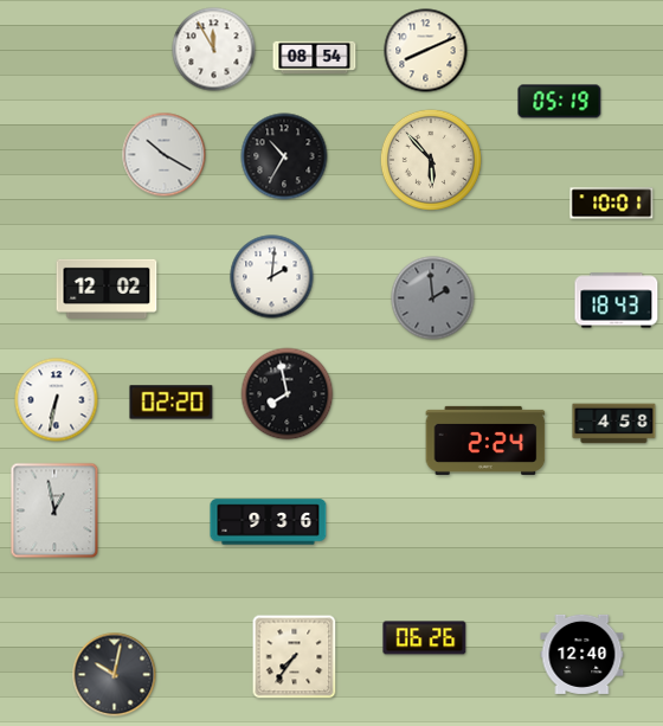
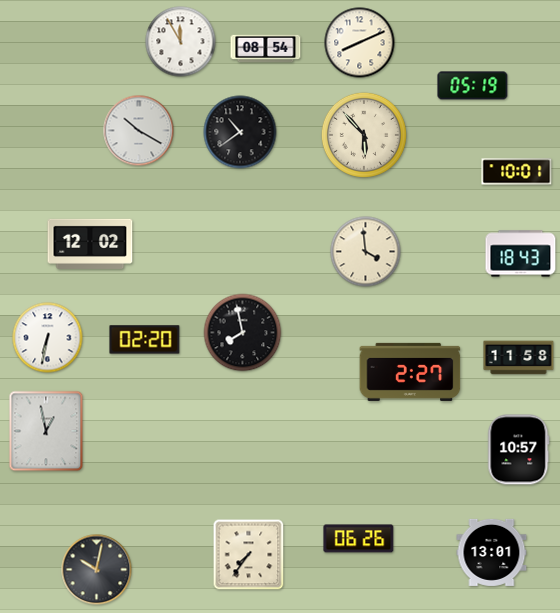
clock at (284, 156): 10:35 -> 10:39
clock at (272, 277): 2:01 -> none
clock at (433, 298): 1:59 -> 3:59
clock at (433, 298) dial: grey -> cream
clock at (614, 424): 4:58 -> 11:58
clock at (485, 441): 2:24 -> 2:27
clock at (269, 522): 9:36 -> none
clock at (519, 450): none -> 10:57
clock at (582, 654): 12:40 -> 13:01
